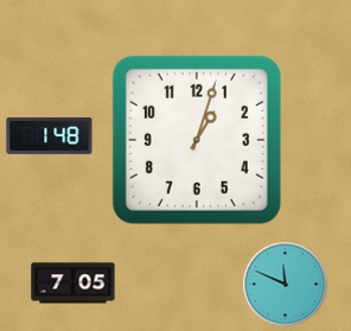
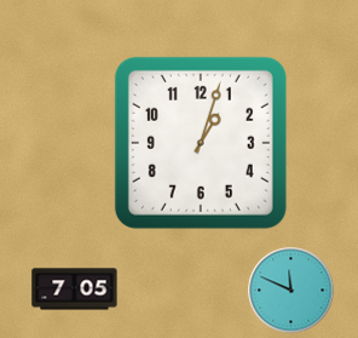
clock at (50, 135): 1:48 -> none
